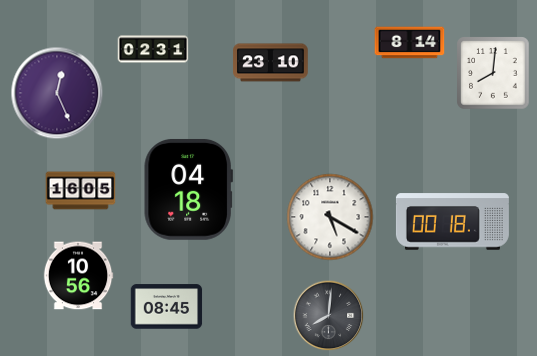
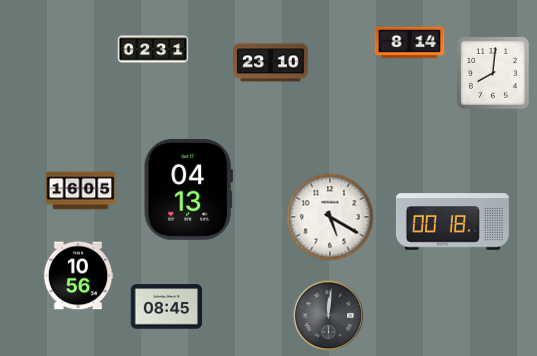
clock at (57, 93): 12:26 -> none
clock at (188, 189): 04:18 -> 04:13
clock at (329, 316): 8:01 -> 12:01
